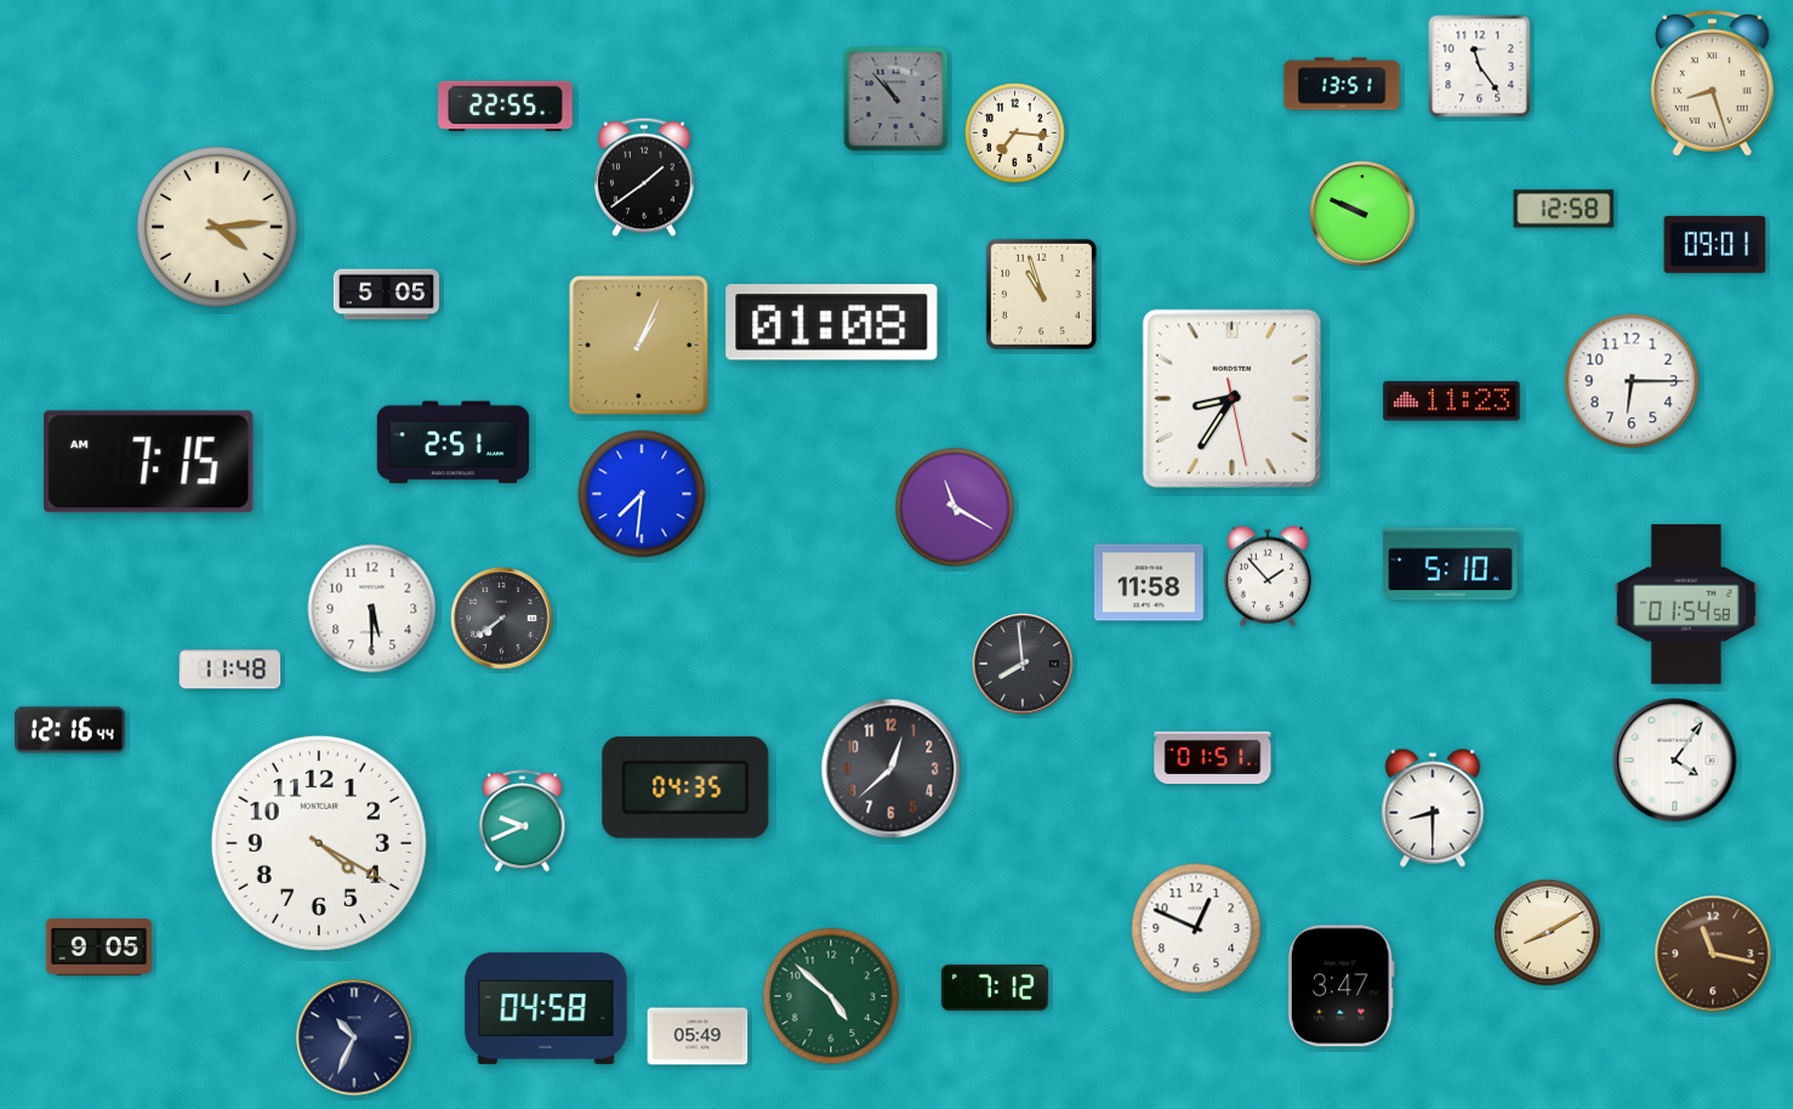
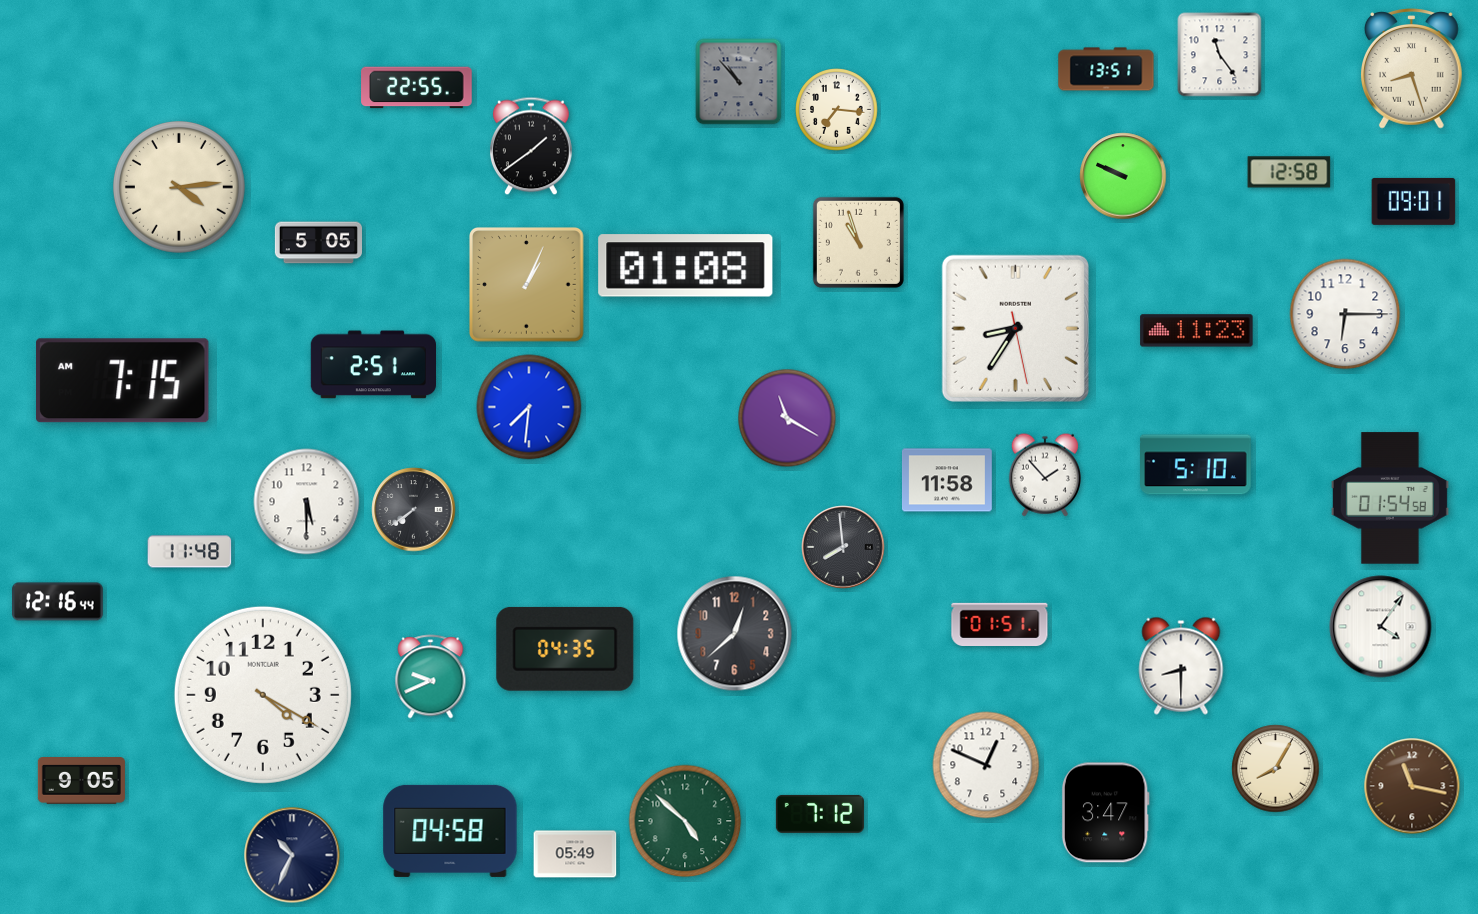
clock at (1548, 933): 8:10 -> 8:05
